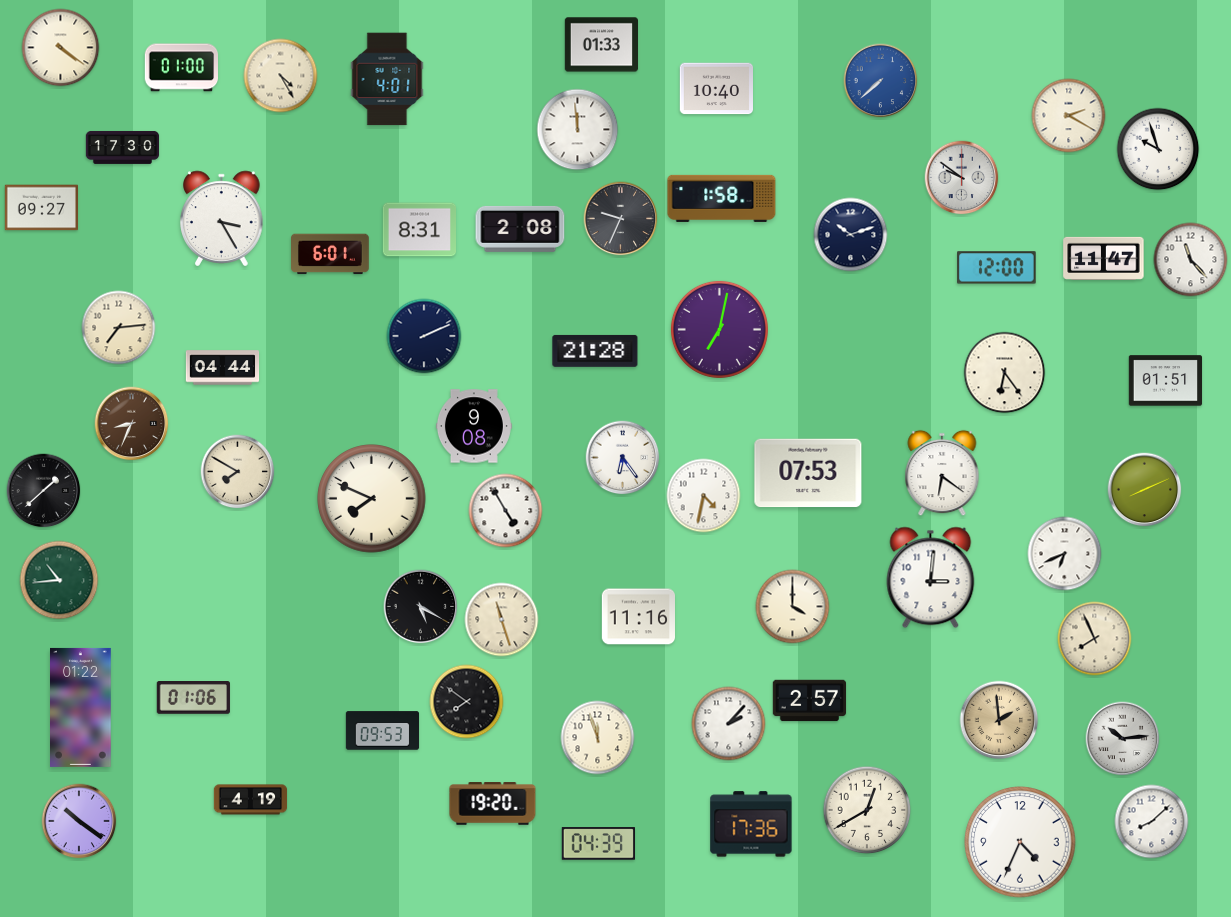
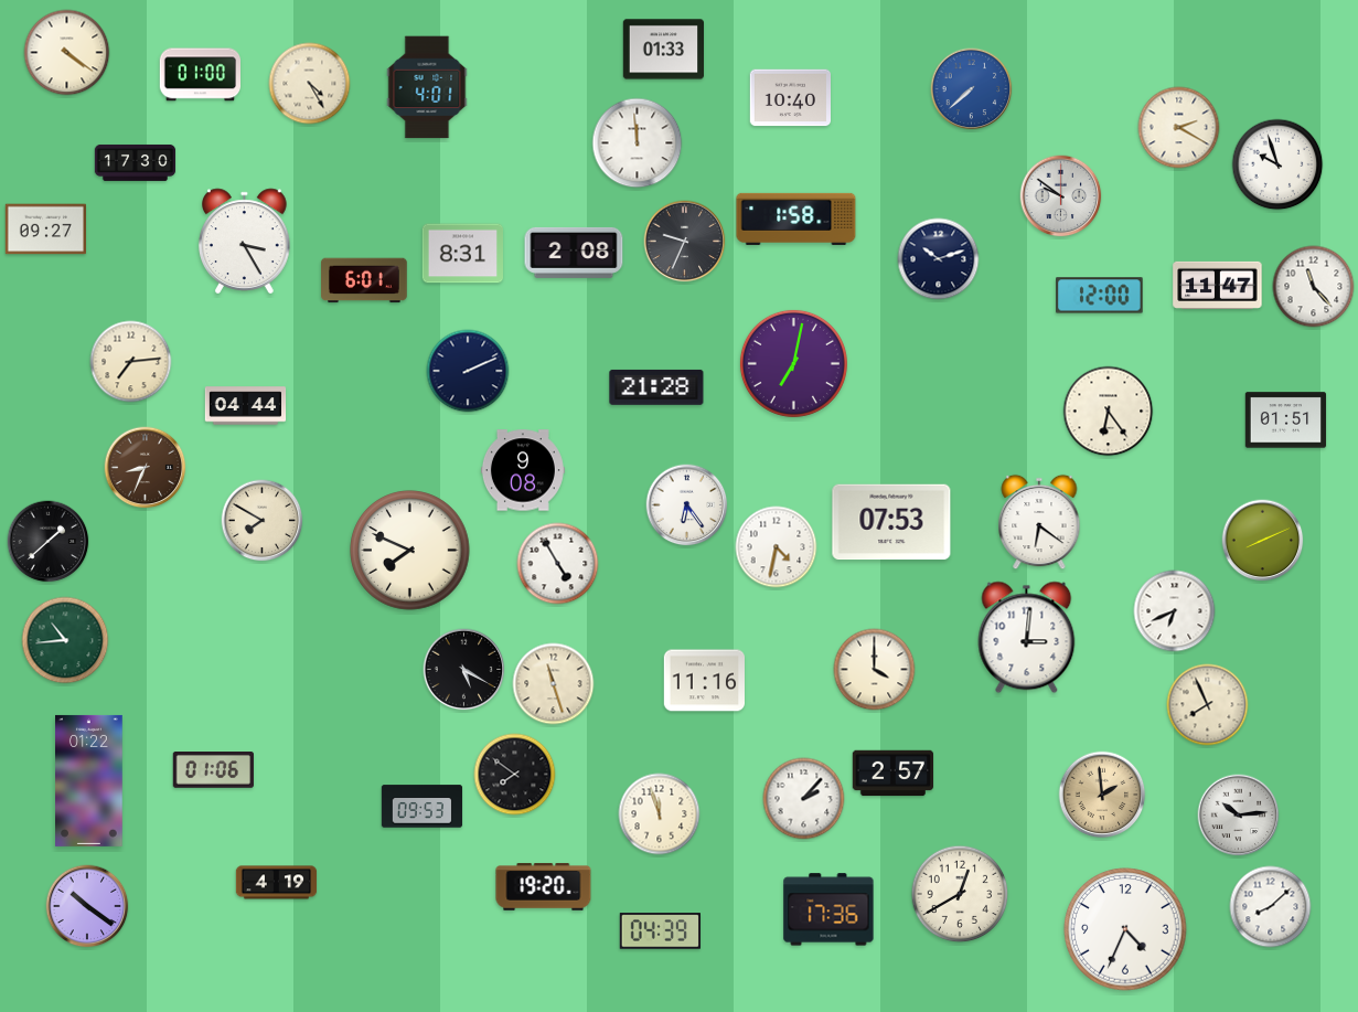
clock at (867, 810) position: (867, 810) -> (960, 894)
